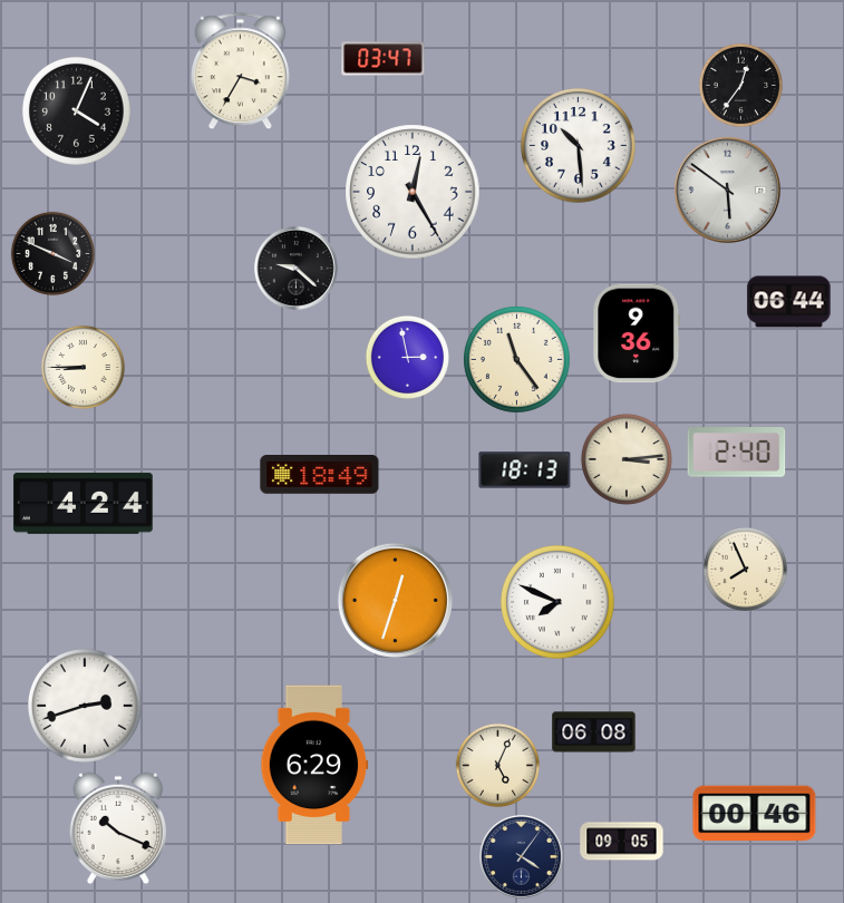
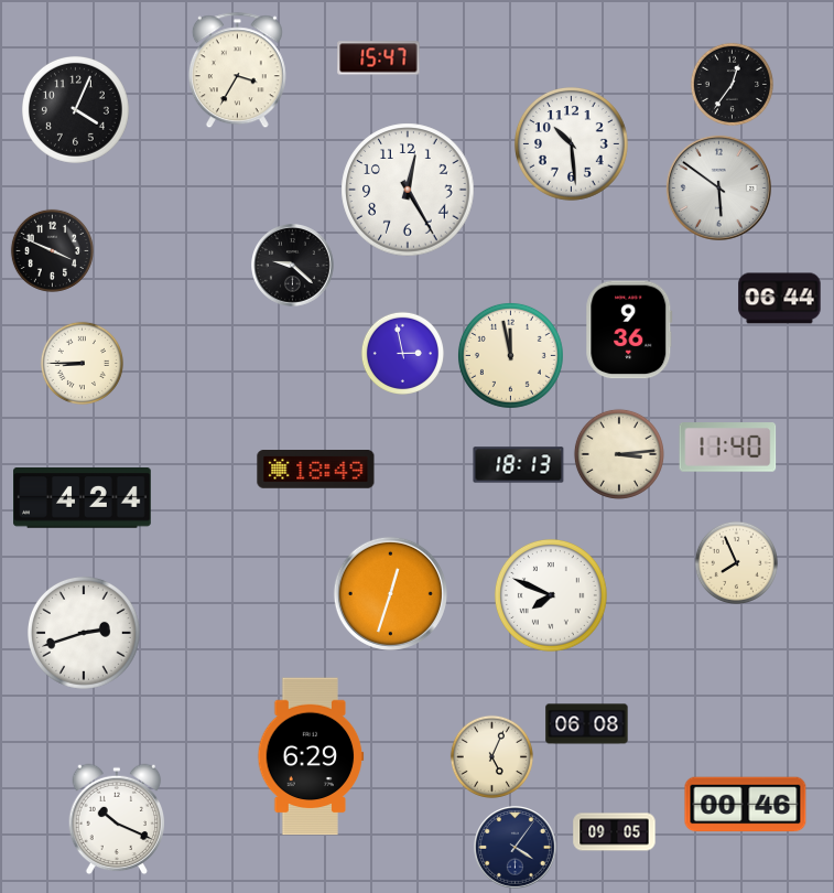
clock at (384, 59): 03:47 -> 15:47
clock at (516, 359): 11:24 -> 11:58
clock at (737, 453): 2:40 -> 11:40
clock at (85, 706) position: (85, 706) -> (84, 633)
